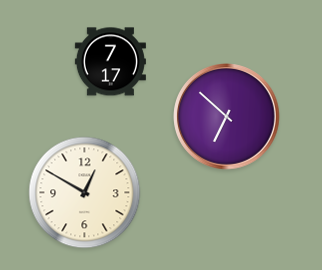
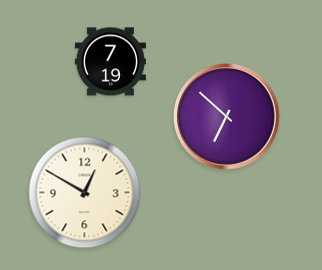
clock at (110, 62): 7:17 -> 7:19
